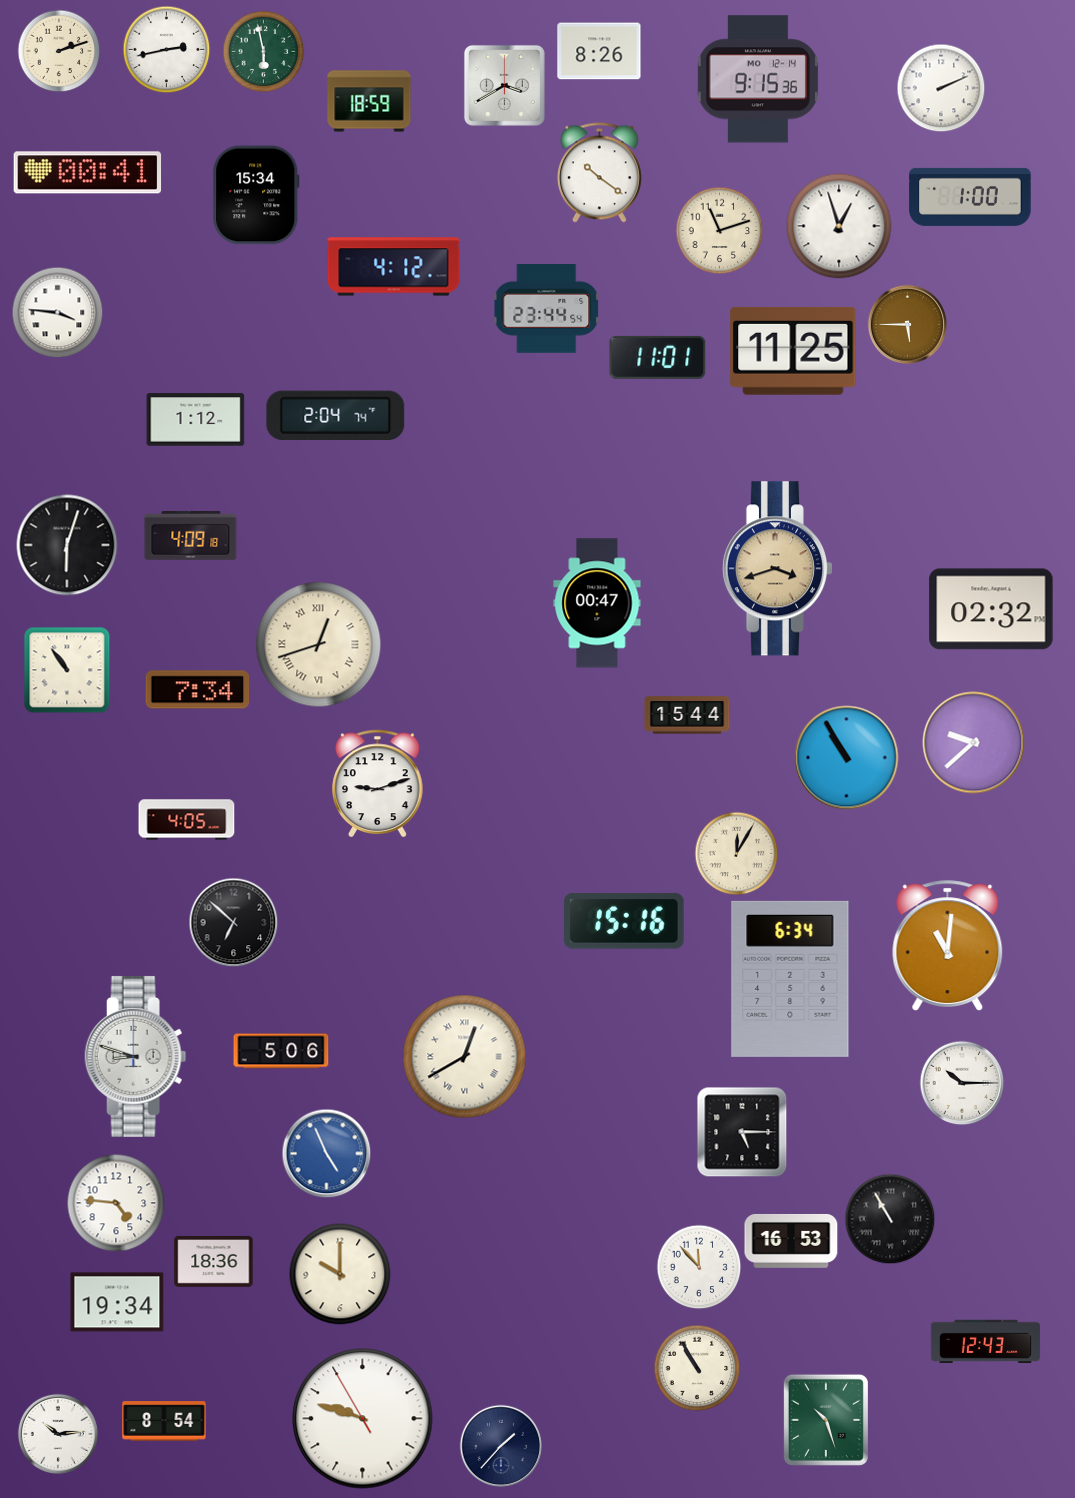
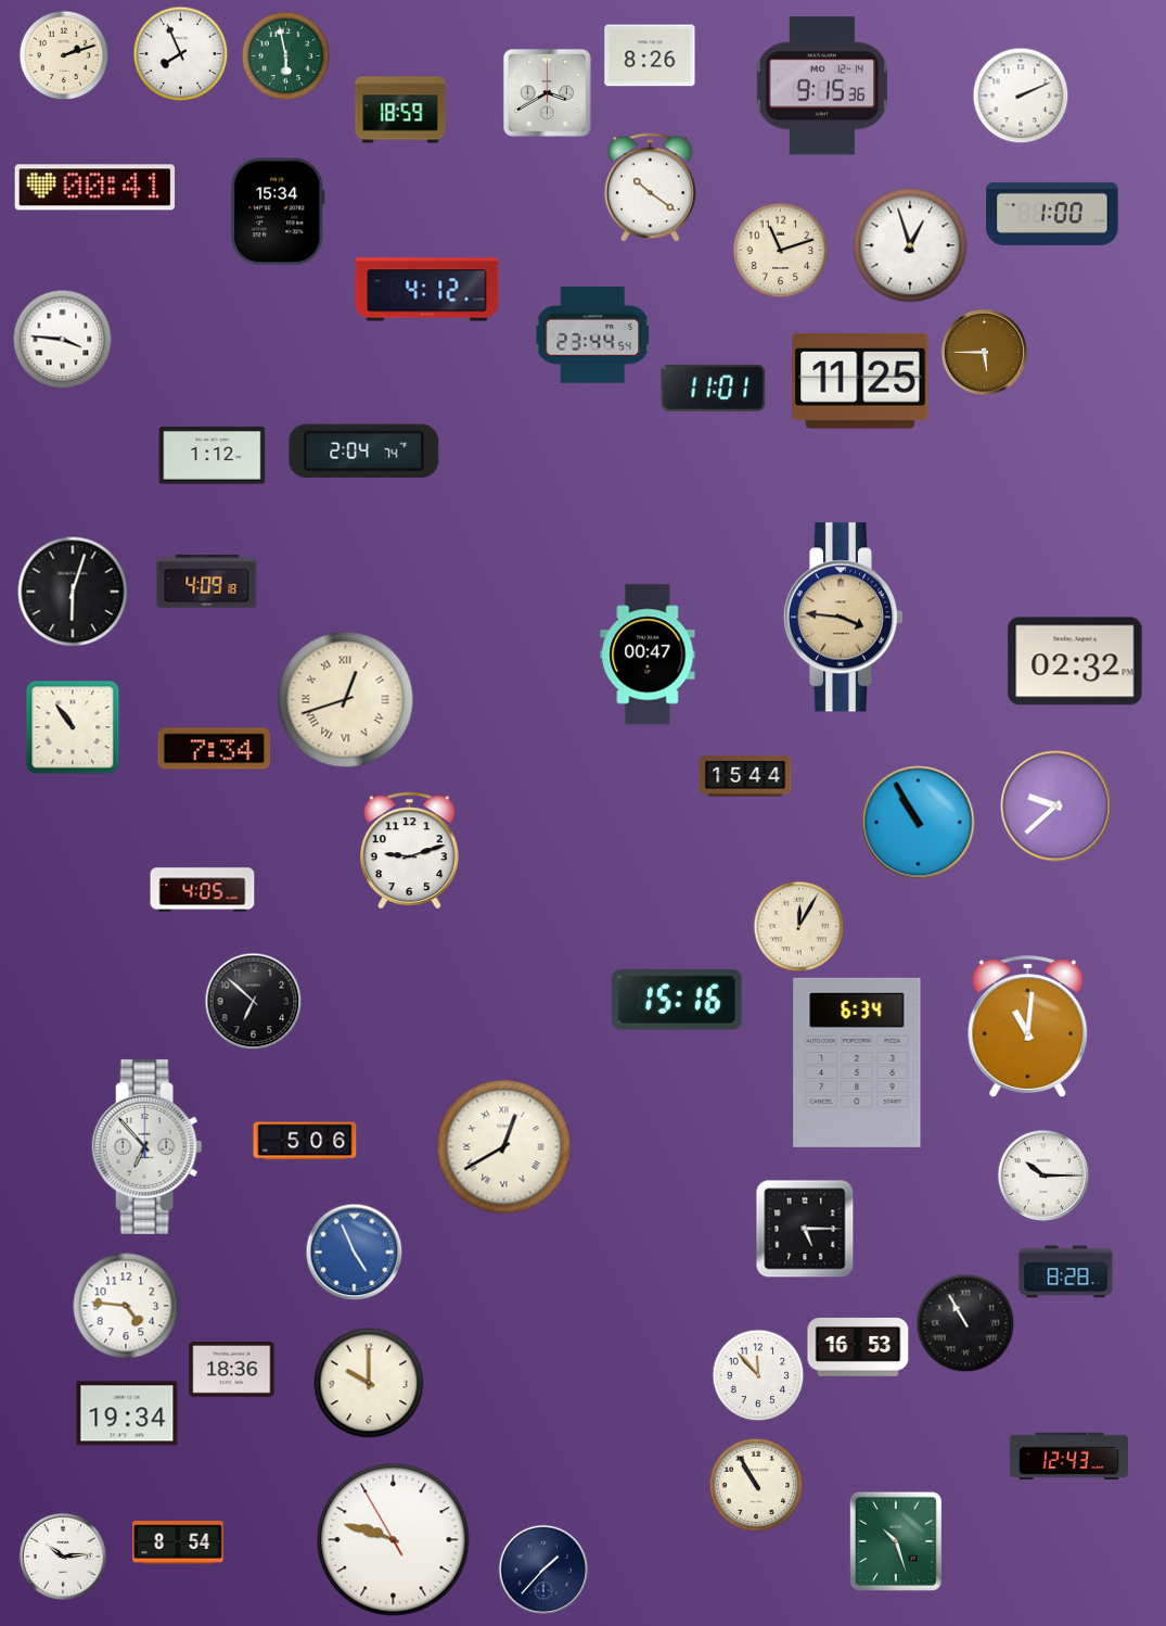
clock at (166, 49): 2:43 -> 7:56
clock at (777, 569): 3:42 -> 3:46
clock at (136, 1056): 8:48 -> 6:53
clock at (1066, 1272): none -> 8:28
